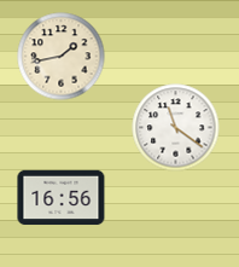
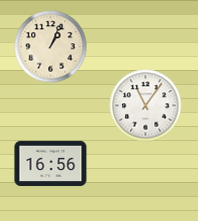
clock at (62, 57): 1:43 -> 1:04
clock at (176, 128): 11:21 -> 11:06
